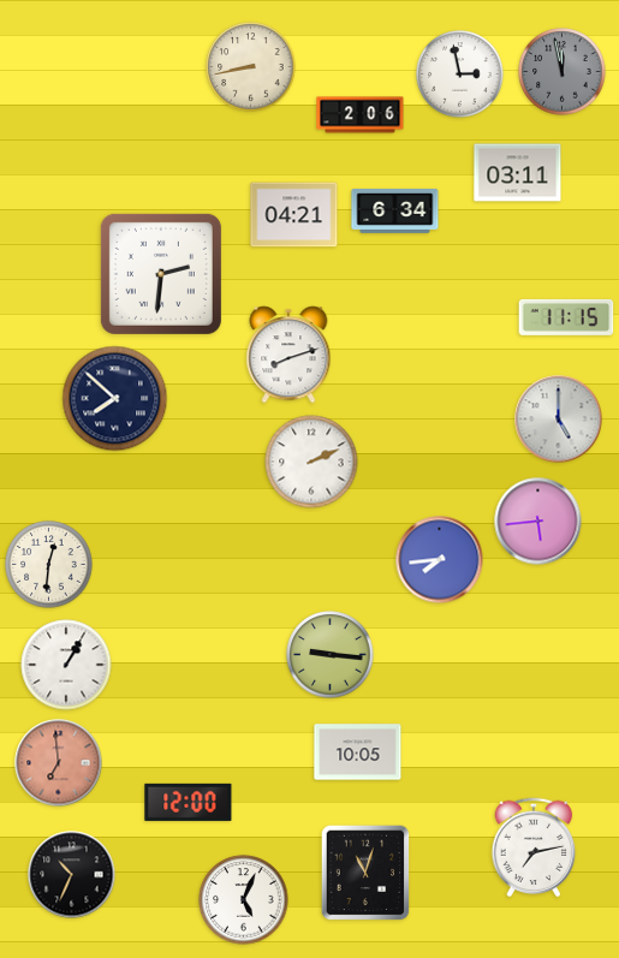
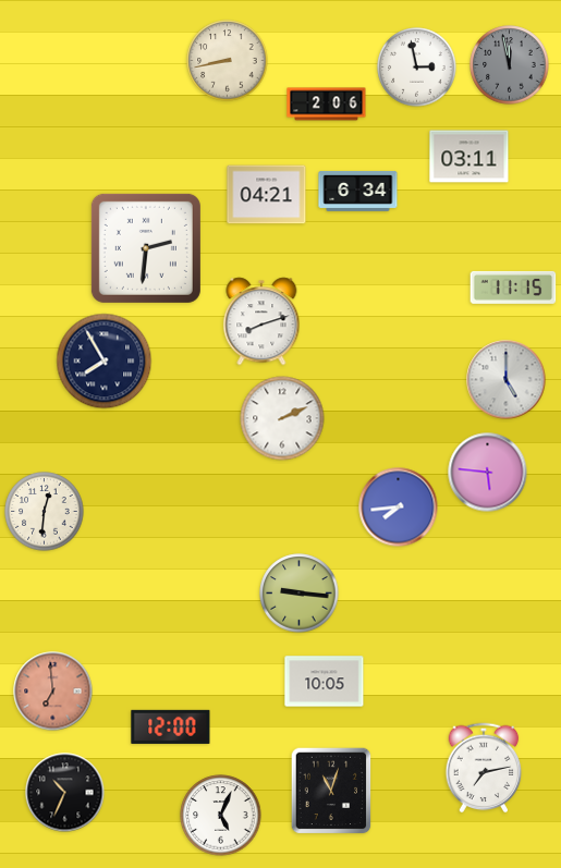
clock at (115, 399): 7:52 -> 7:55
clock at (538, 522): 5:44 -> 5:46
clock at (66, 665): 1:05 -> none
